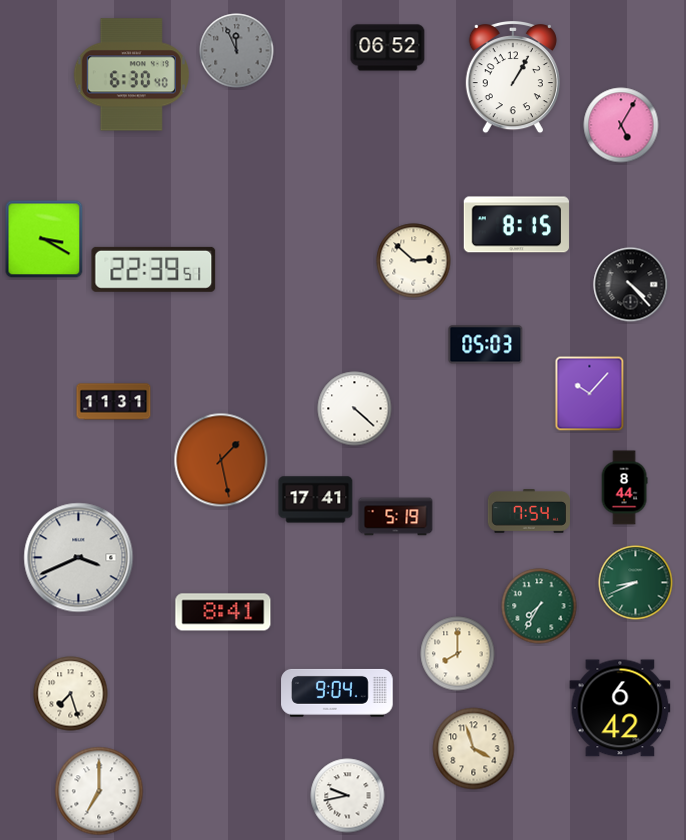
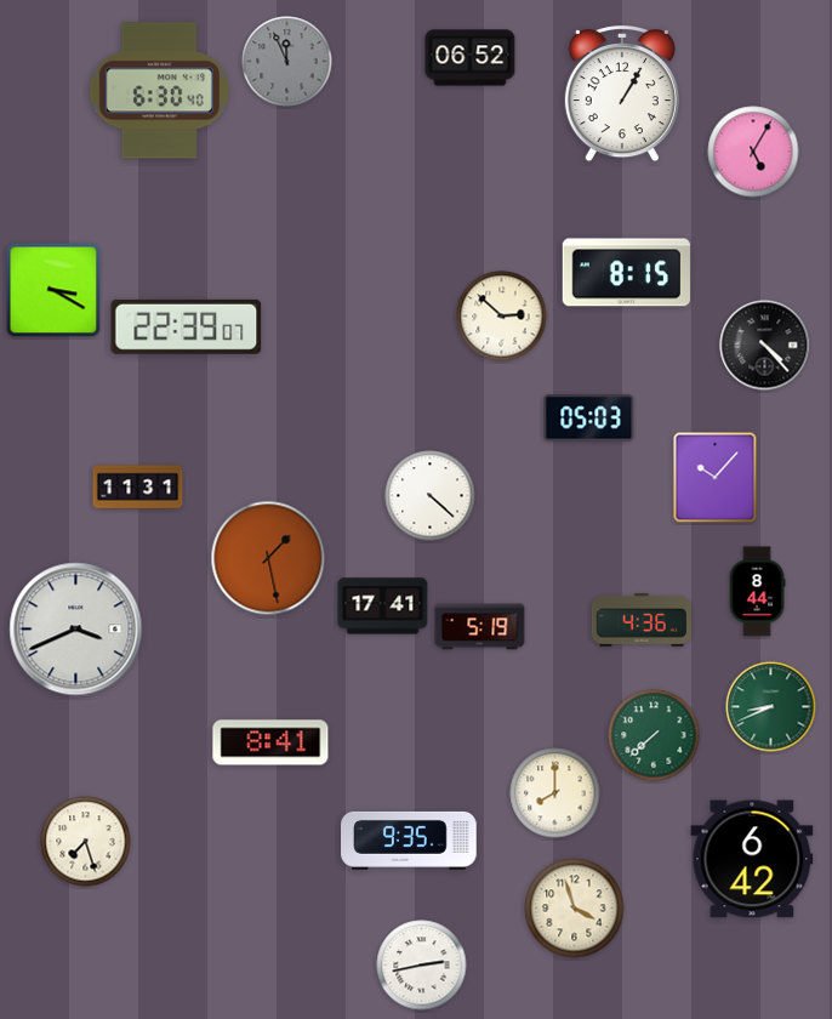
clock at (154, 269): 22:39:51 -> 22:39:07
clock at (528, 512): 7:54 -> 4:36
clock at (79, 558) position: (79, 558) -> (76, 630)
clock at (539, 606): 7:35 -> 7:38
clock at (337, 693): 9:04 -> 9:35
clock at (99, 791): 7:00 -> none
clock at (348, 796): 9:43 -> 2:43
